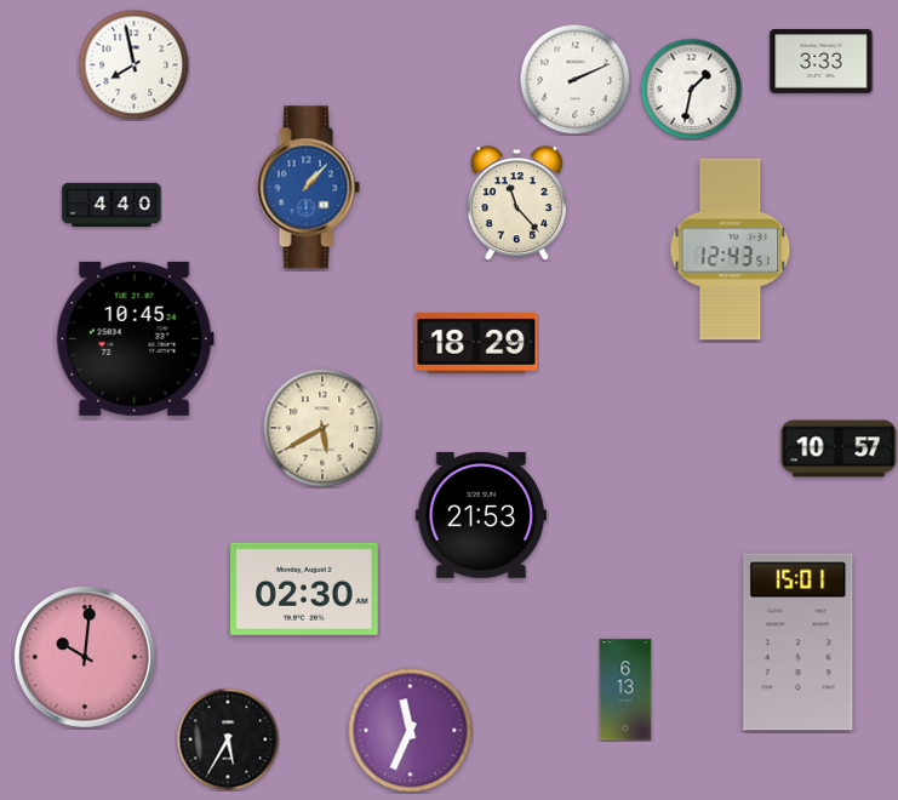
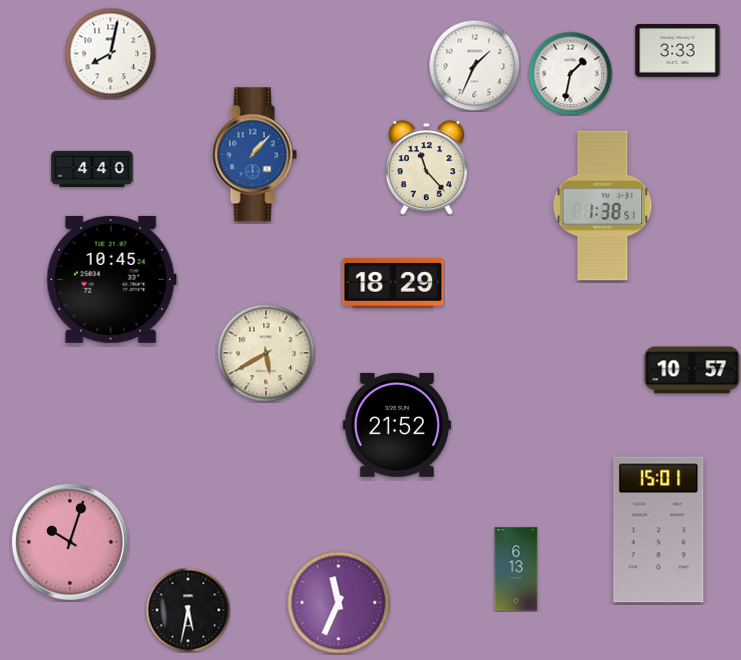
clock at (133, 64): 7:58 -> 8:02
clock at (574, 79): 2:11 -> 1:34
clock at (731, 250): 12:43 -> 1:38
clock at (480, 515): 21:53 -> 21:52
clock at (305, 589): 02:30 -> none
clock at (85, 657): 10:01 -> 10:03
clock at (228, 739): 5:35 -> 5:32
